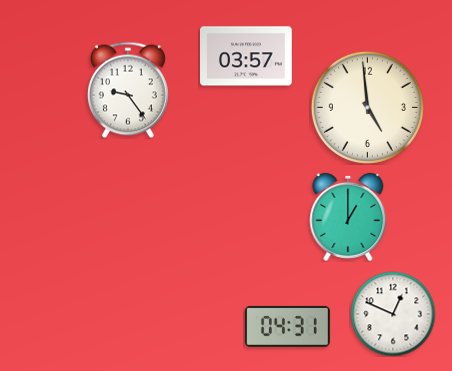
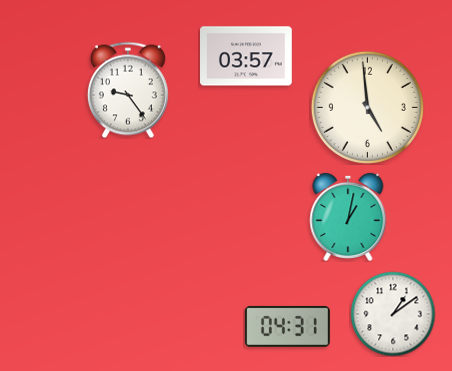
clock at (348, 217): 1:00 -> 1:02
clock at (393, 314): 12:49 -> 1:09
